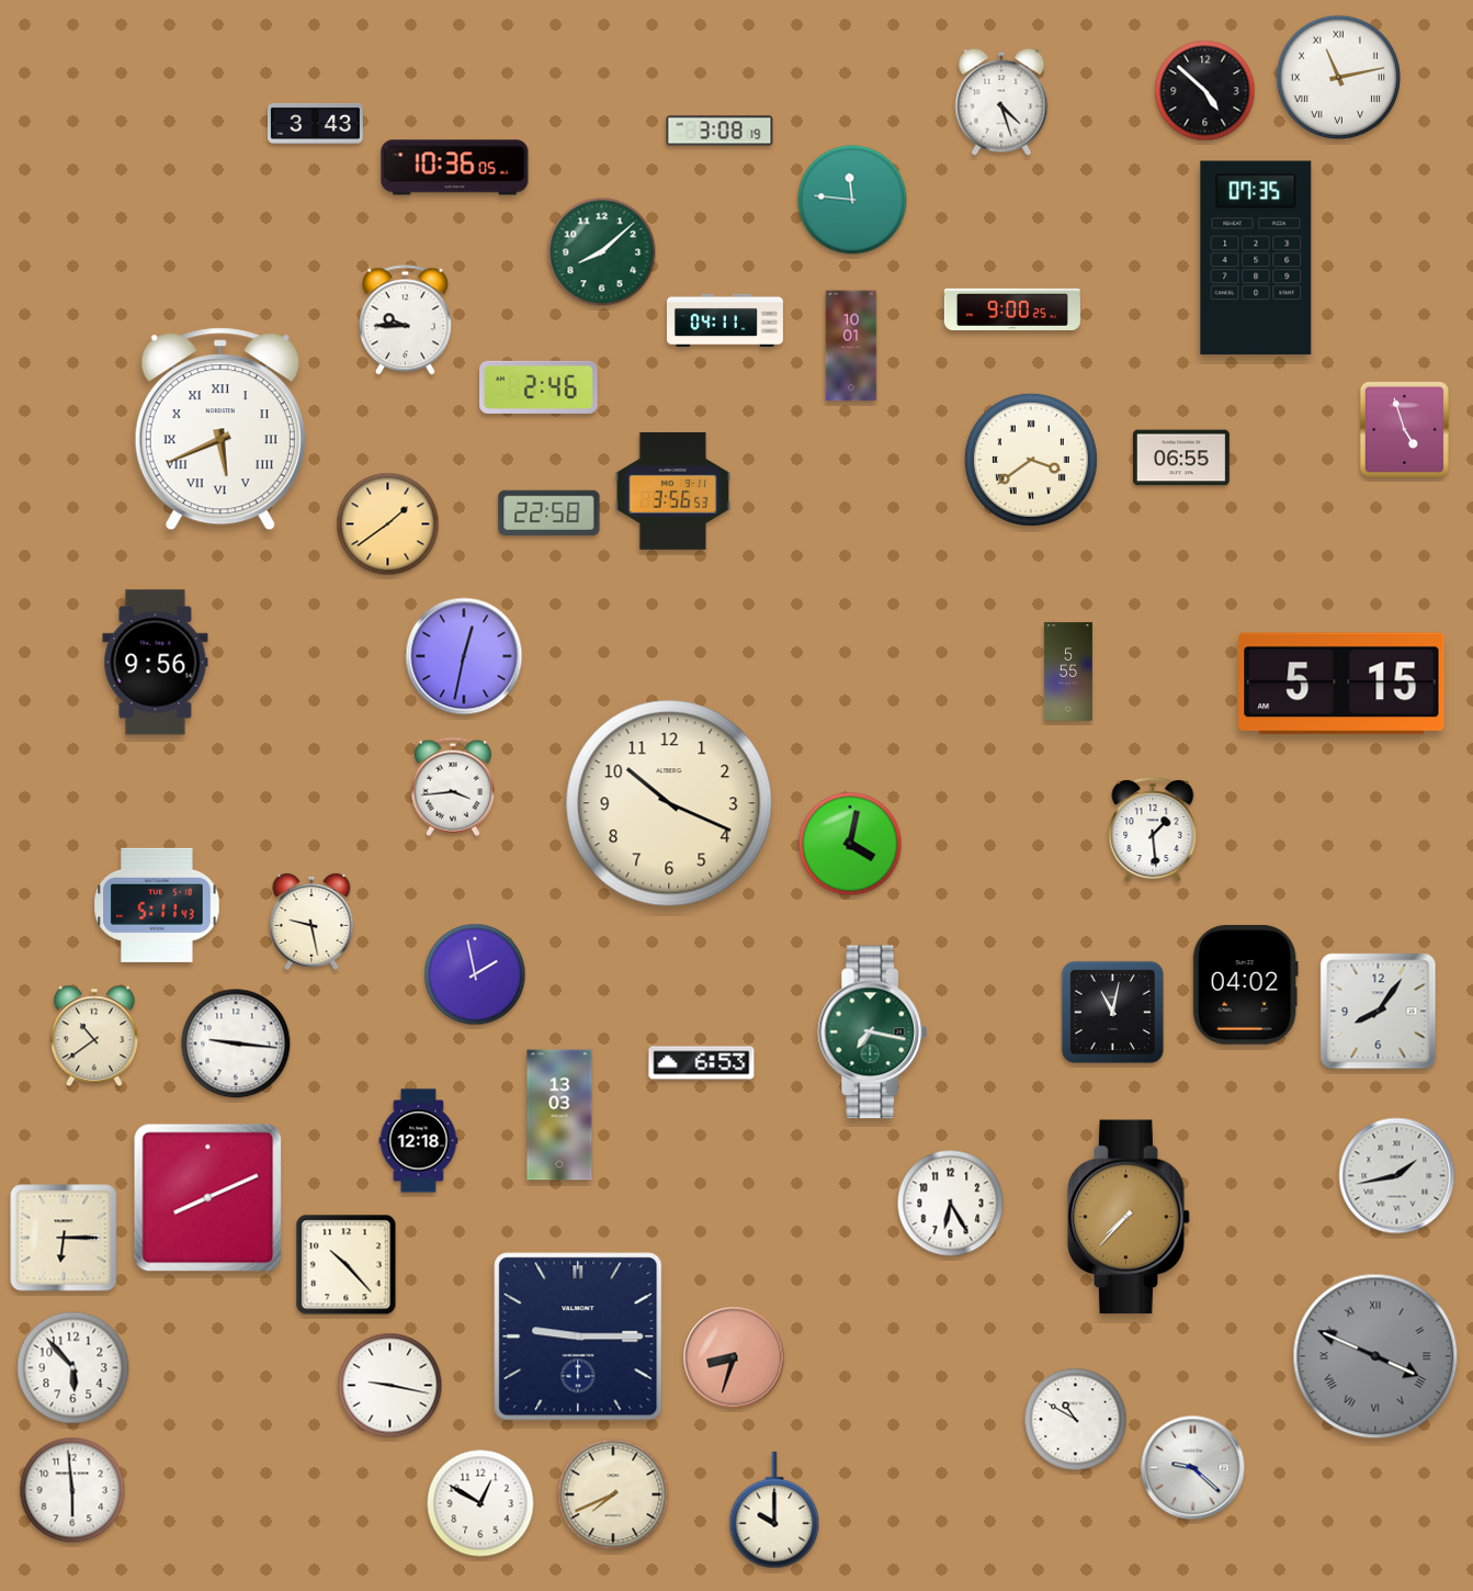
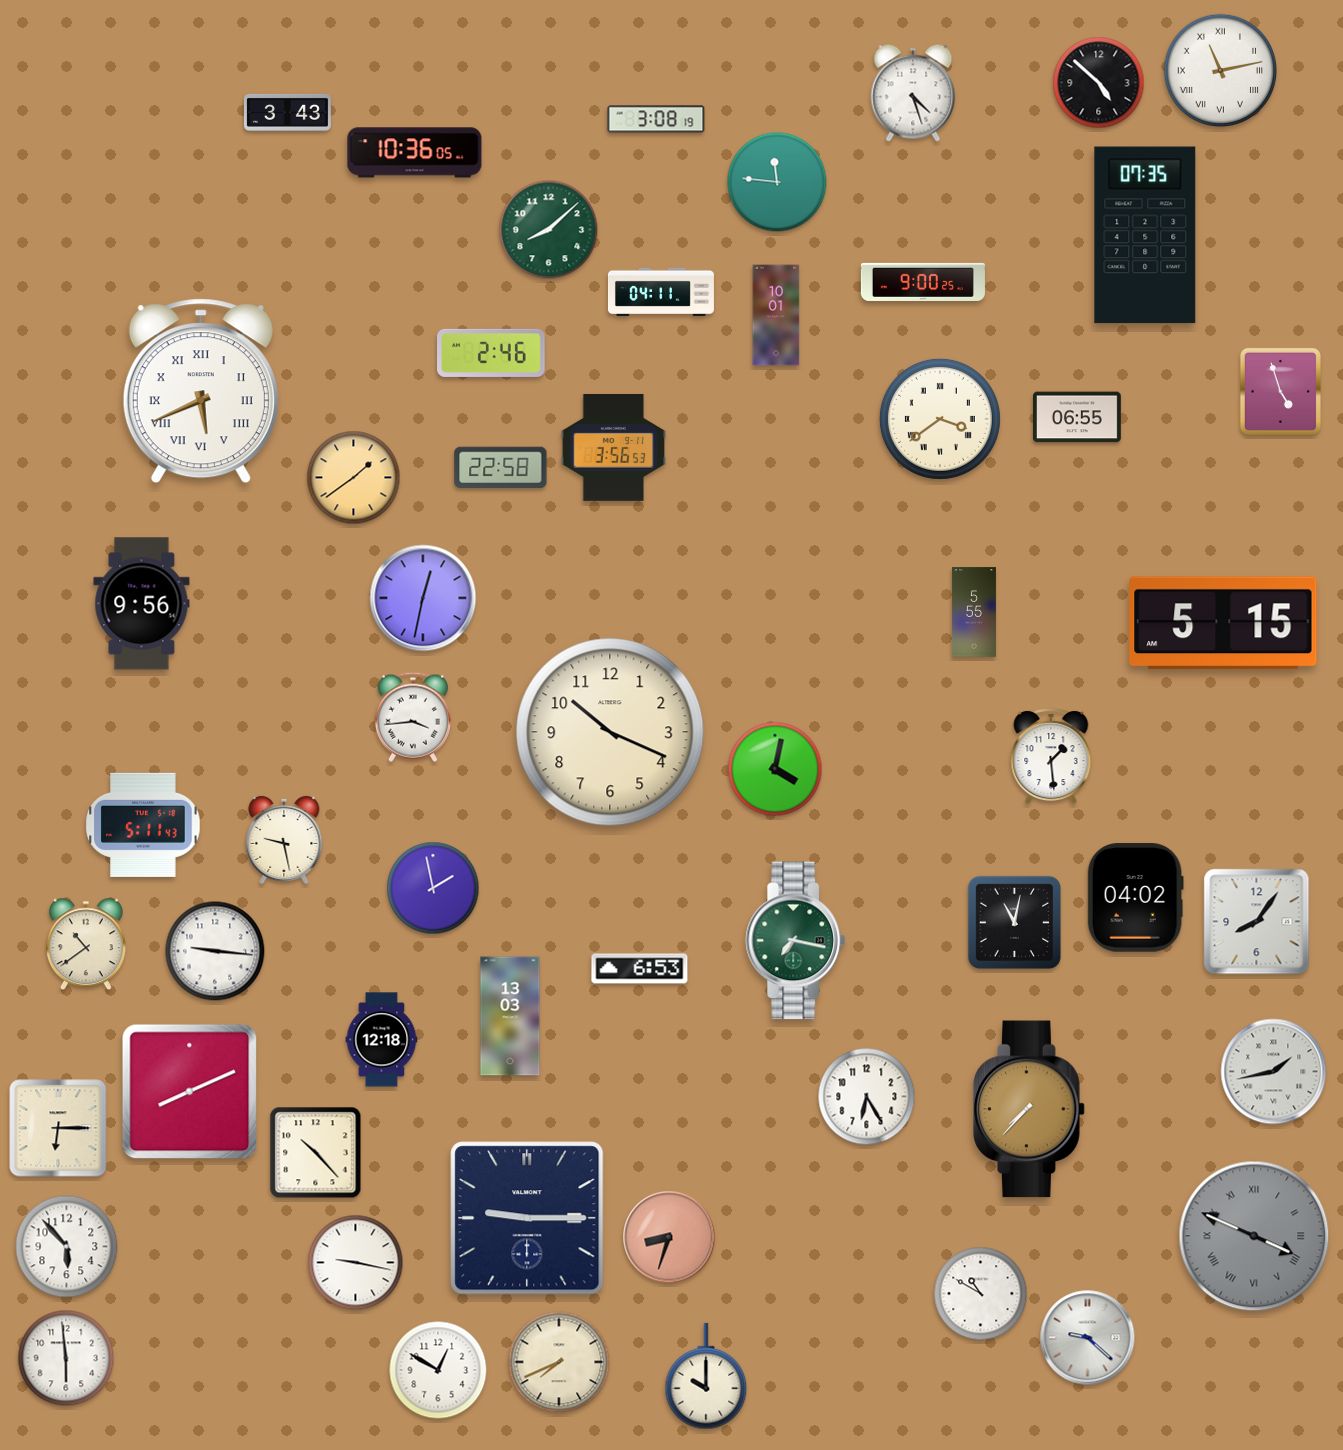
clock at (405, 320): 9:45 -> none
